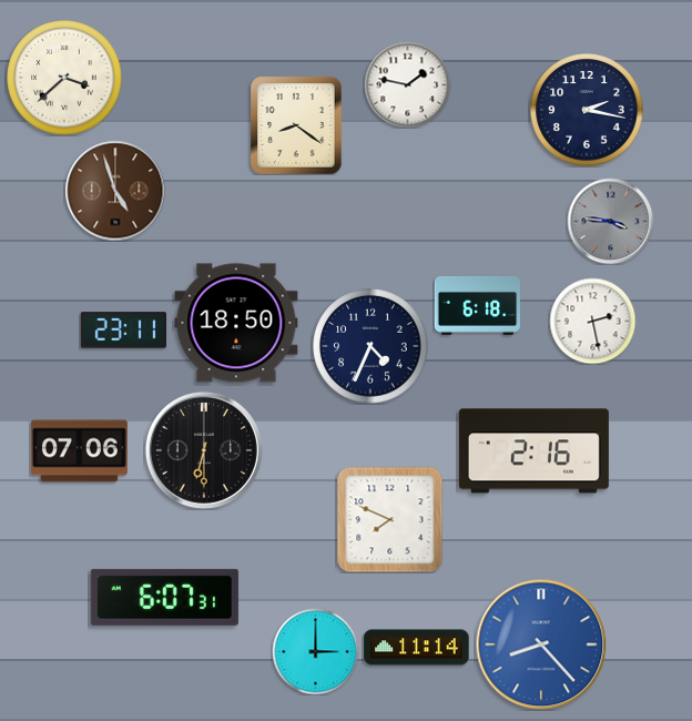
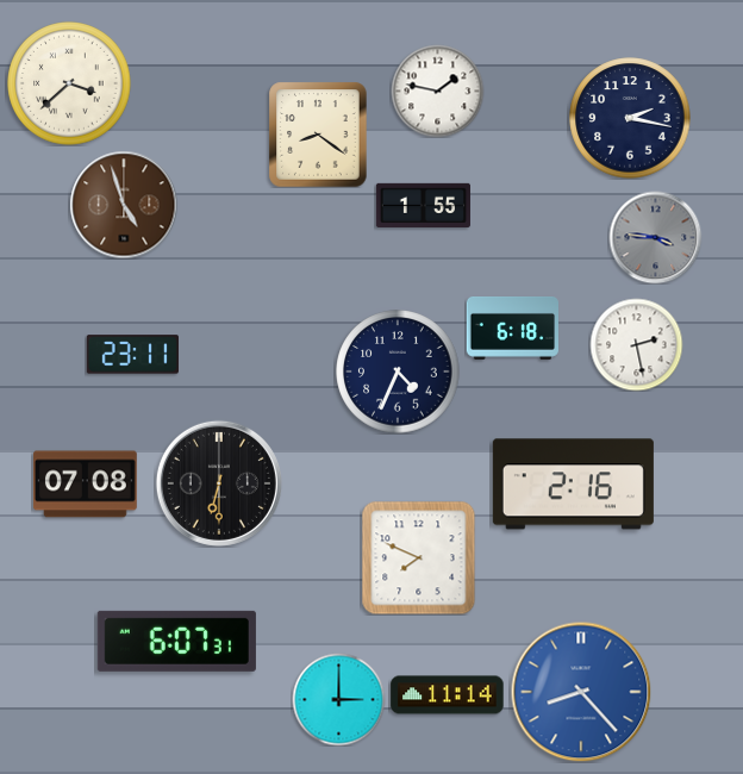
clock at (423, 205): none -> 1:55
clock at (236, 323): 18:50 -> none
clock at (79, 451): 07:06 -> 07:08
